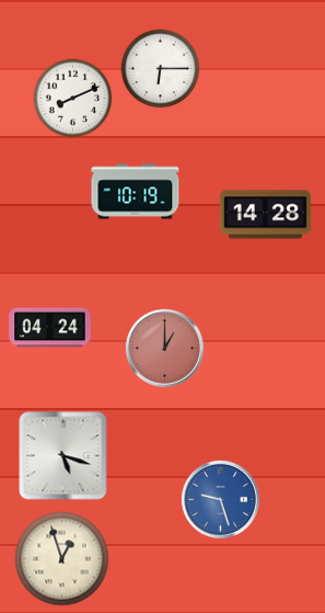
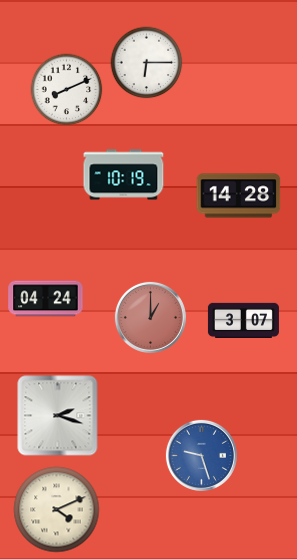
clock at (266, 215) position: (266, 215) -> (239, 196)
clock at (243, 320): none -> 3:07
clock at (63, 456): 5:18 -> 2:18
clock at (62, 559): 12:57 -> 4:11
